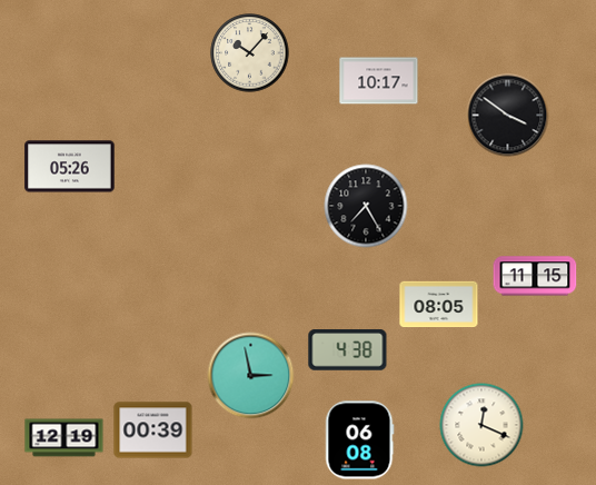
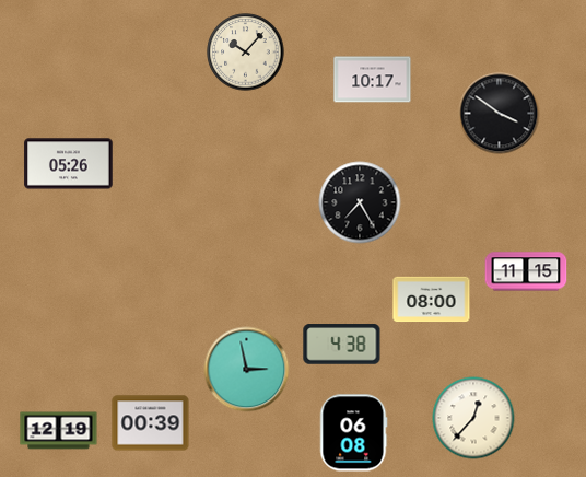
clock at (439, 305): 08:05 -> 08:00
clock at (481, 425): 12:19 -> 12:37
clock at (64, 438) position: (64, 438) -> (59, 431)
